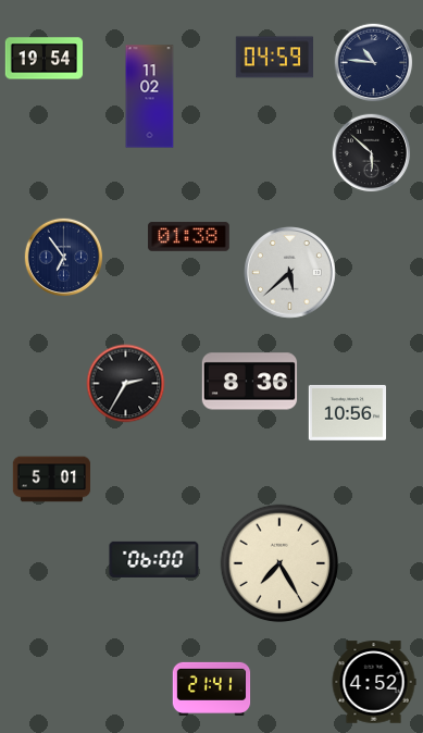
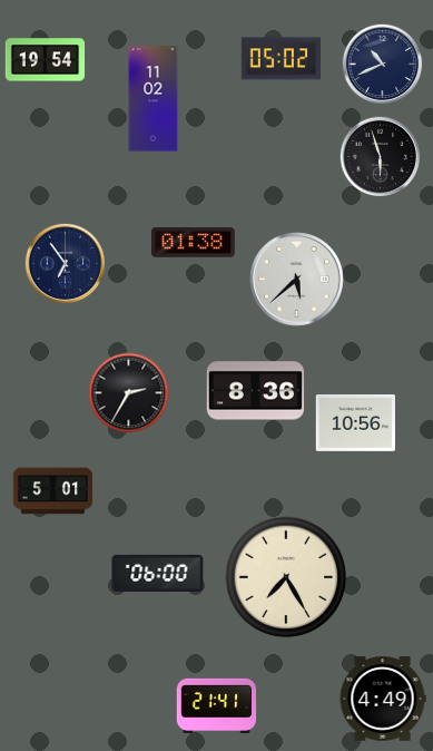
clock at (274, 58): 04:59 -> 05:02
clock at (374, 63): 10:46 -> 10:41
clock at (372, 153): 5:52 -> 5:57
clock at (374, 682): 4:52 -> 4:49
